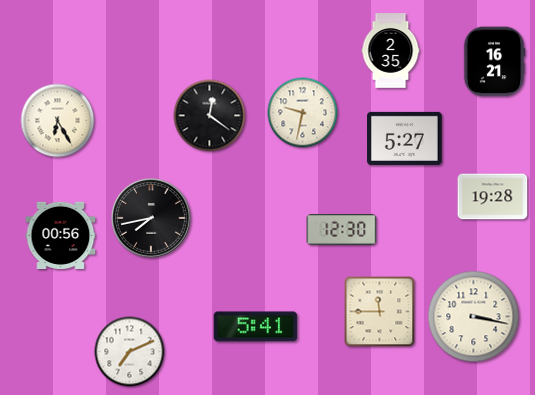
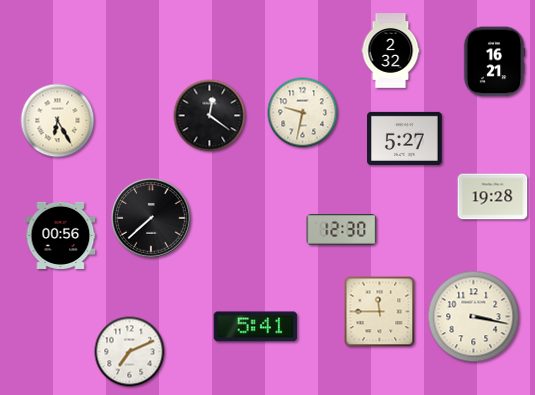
clock at (391, 51): 2:35 -> 2:32
clock at (152, 219): 7:43 -> 7:38
